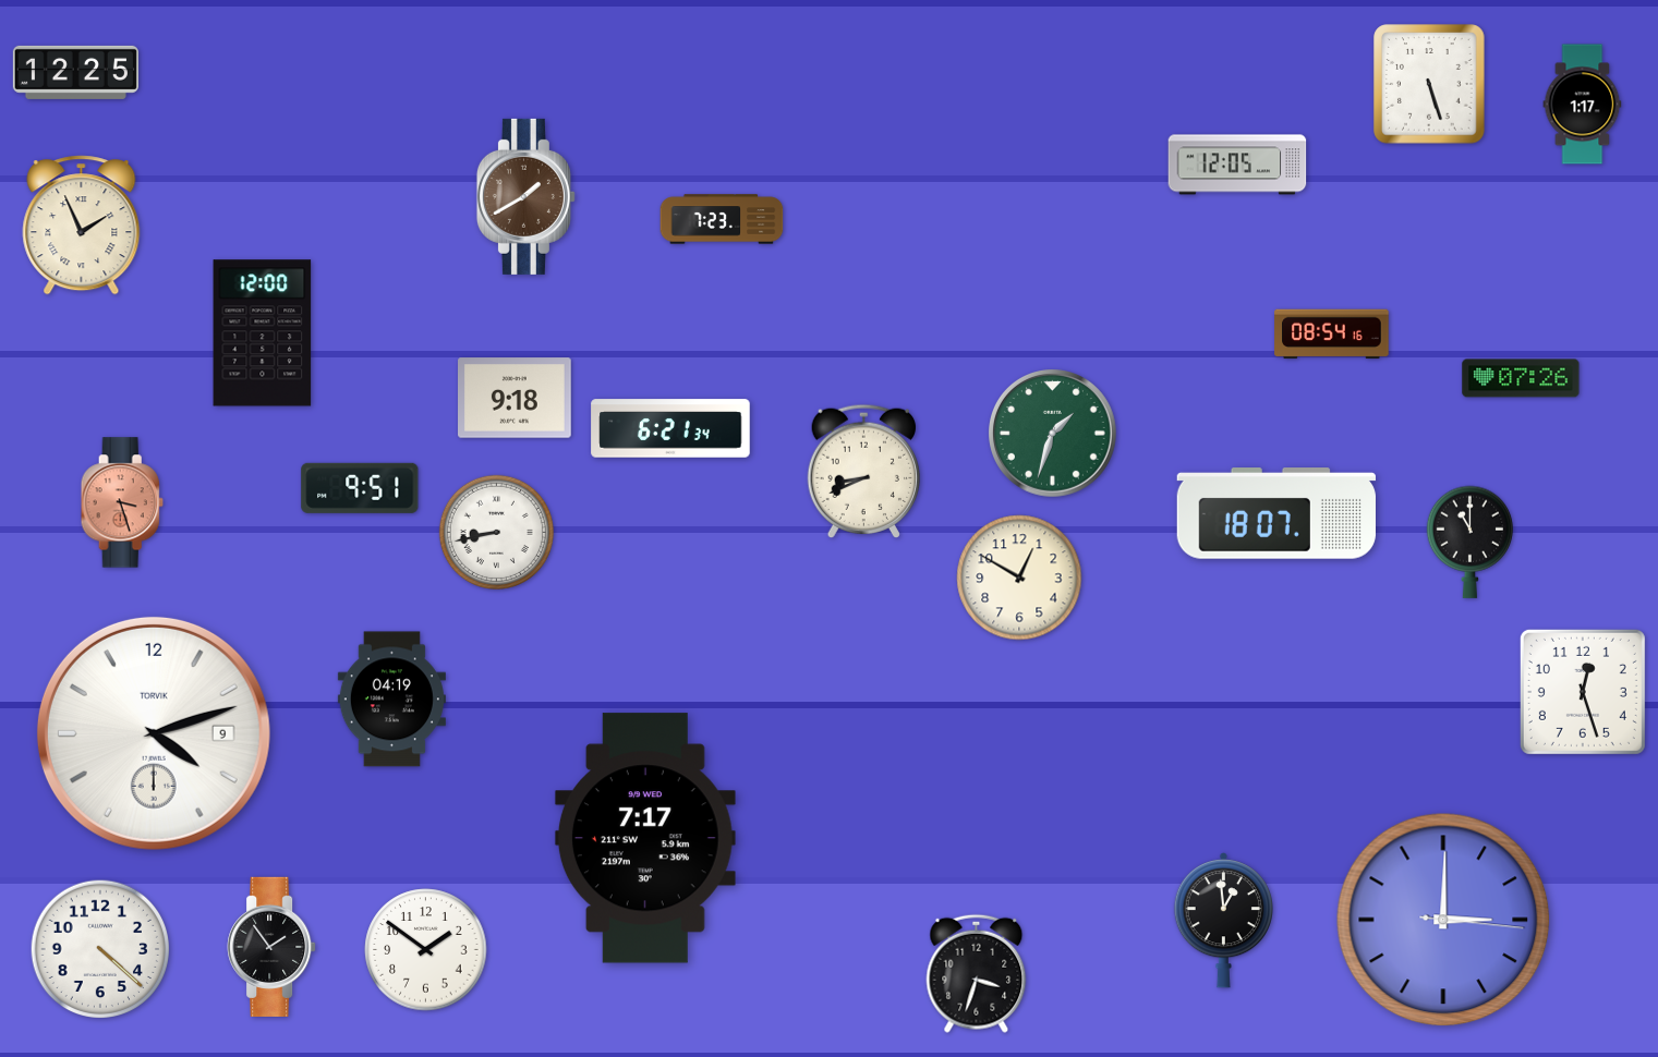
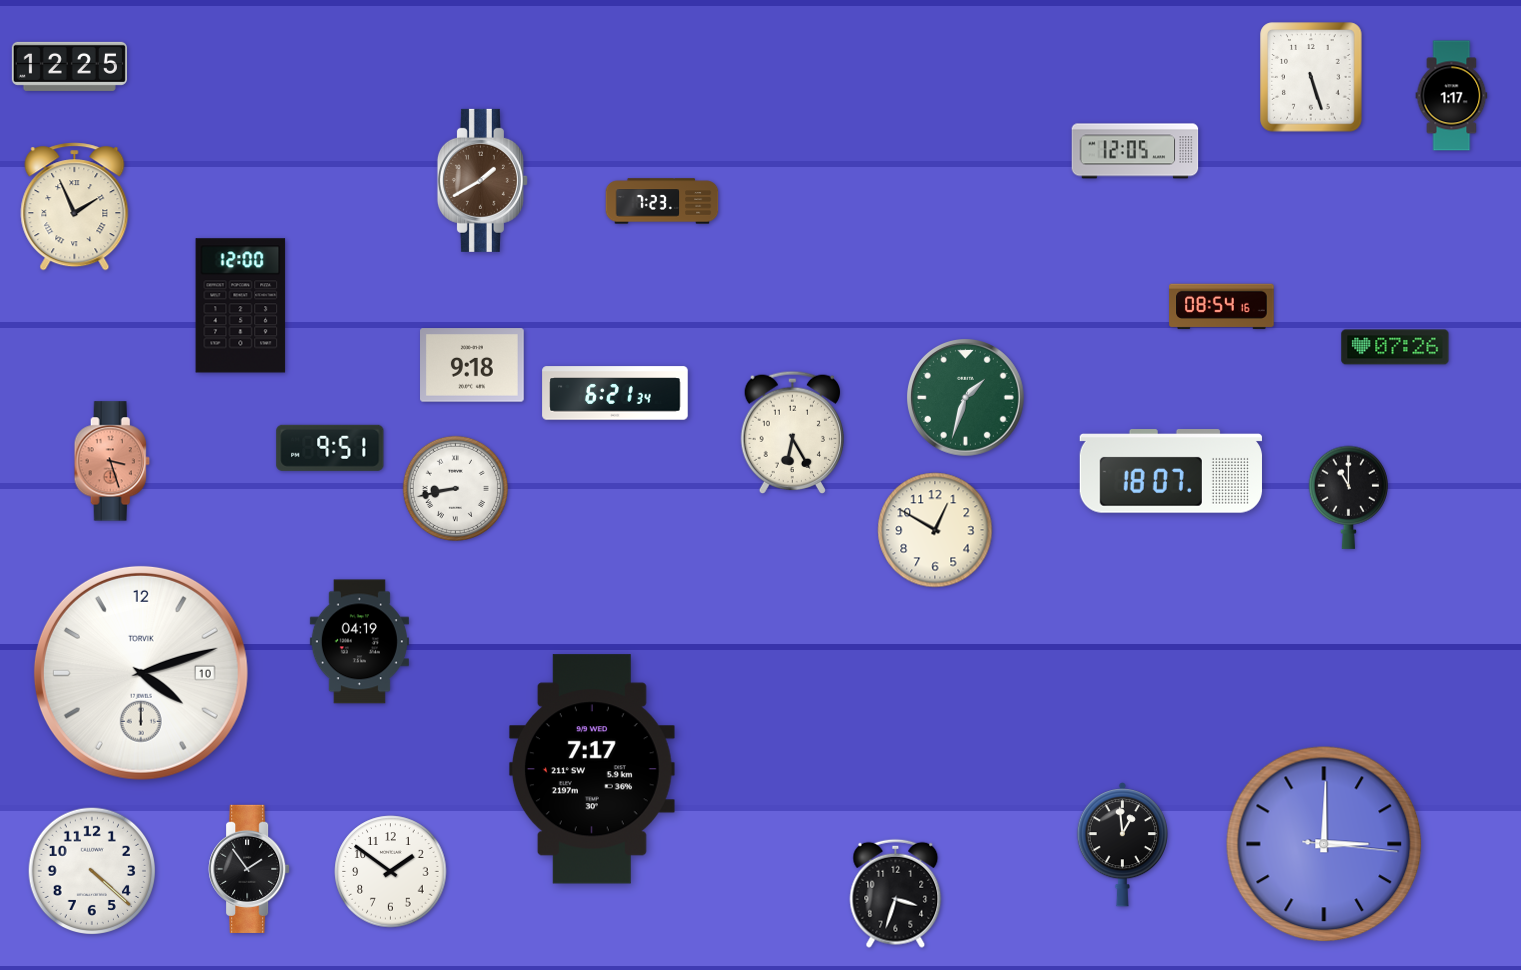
clock at (863, 471): 8:41 -> 6:25
clock at (1583, 692): 12:27 -> none
clock at (154, 733) date: 9 -> 10
